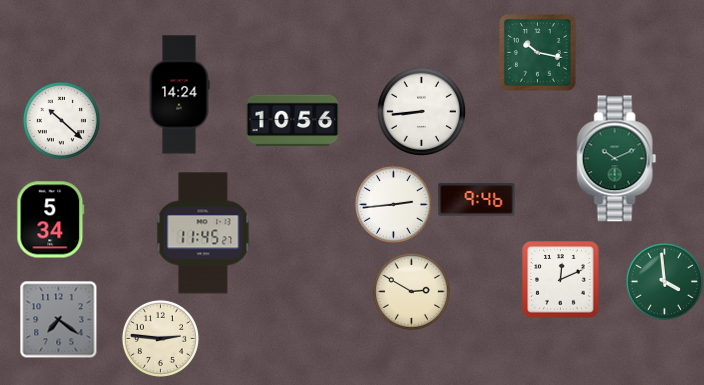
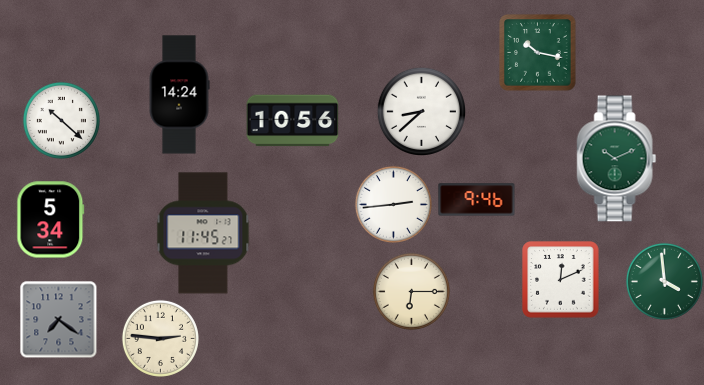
clock at (421, 111): 8:44 -> 8:38
clock at (411, 291): 2:50 -> 6:15
